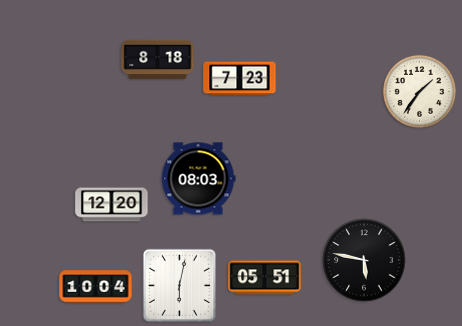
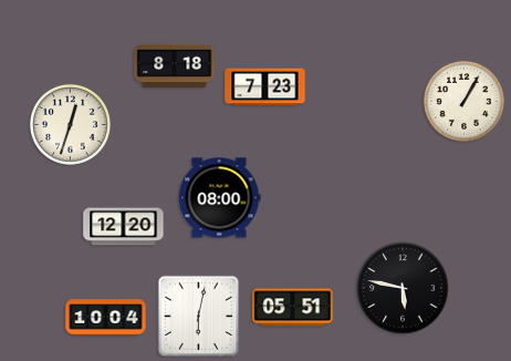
clock at (419, 91): 1:36 -> 1:05
clock at (70, 124): none -> 12:33
clock at (198, 179): 08:03 -> 08:00
